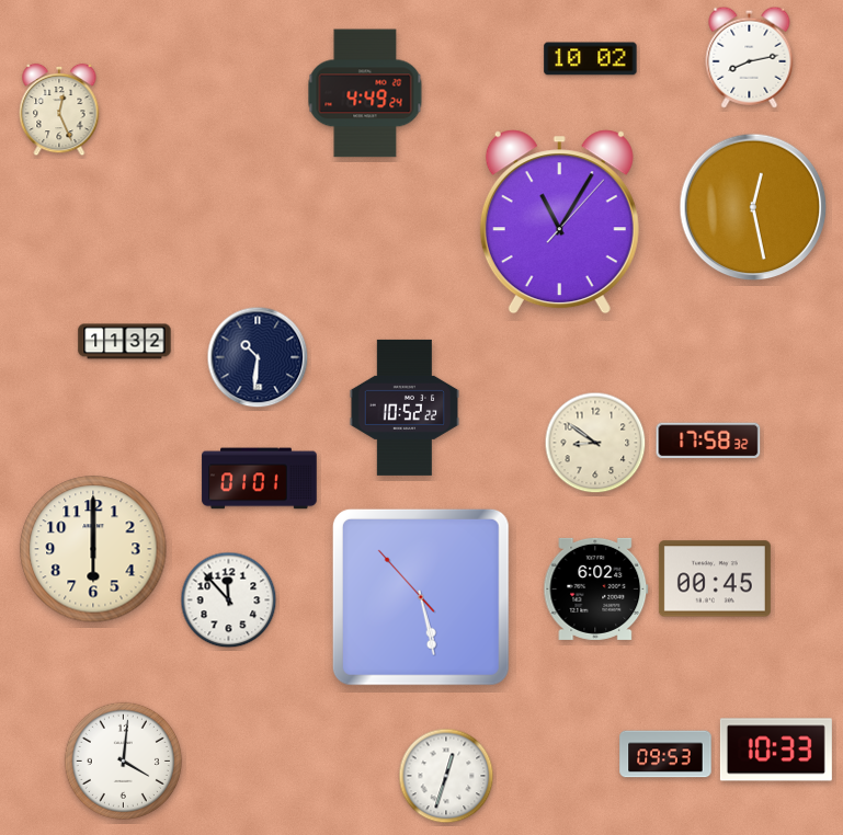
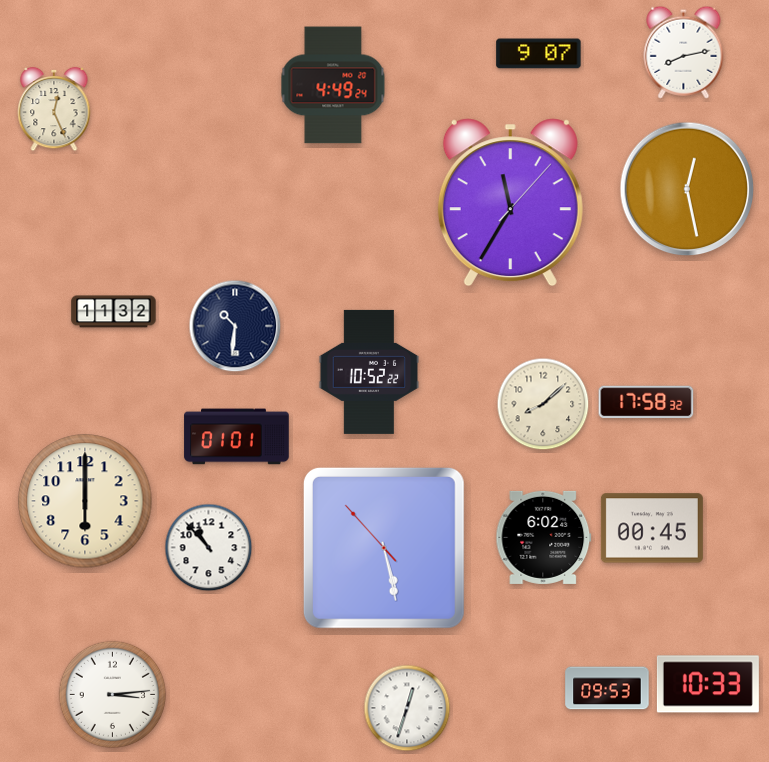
clock at (591, 59): 10:02 -> 9:07
clock at (59, 110) position: (59, 110) -> (54, 109)
clock at (559, 222): 11:05 -> 11:35
clock at (595, 443): 8:51 -> 8:08
clock at (421, 597) position: (421, 597) -> (384, 548)
clock at (229, 600): 11:53 -> 10:53
clock at (123, 760): 4:01 -> 3:14
